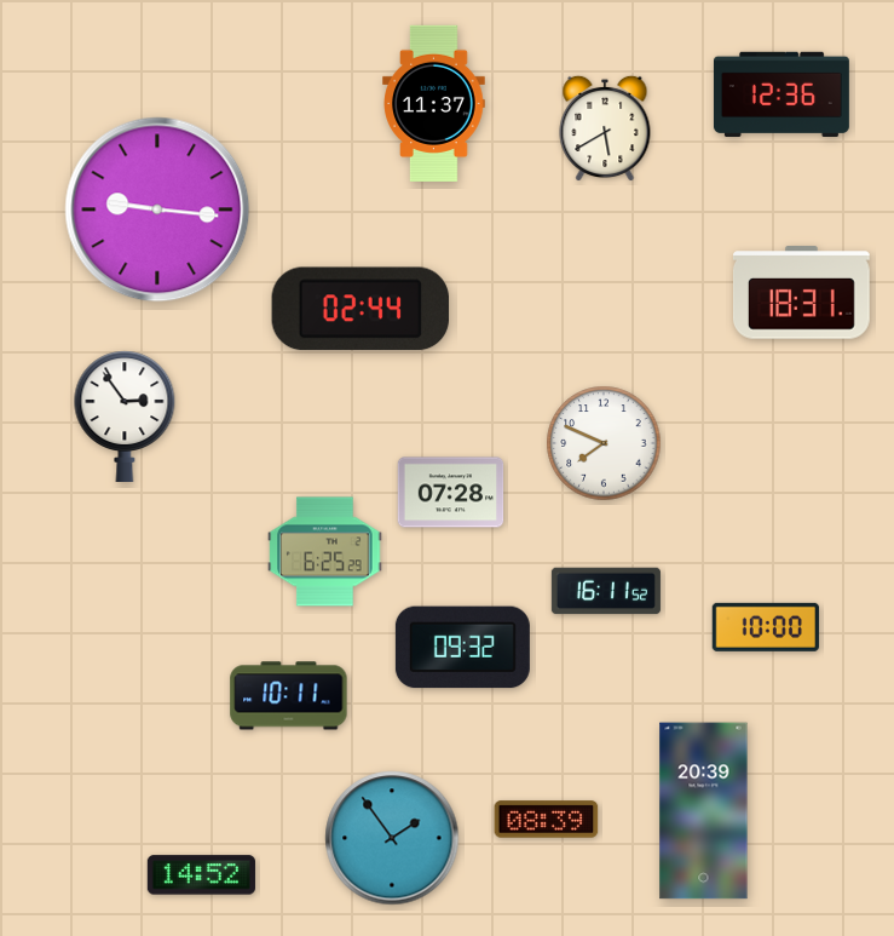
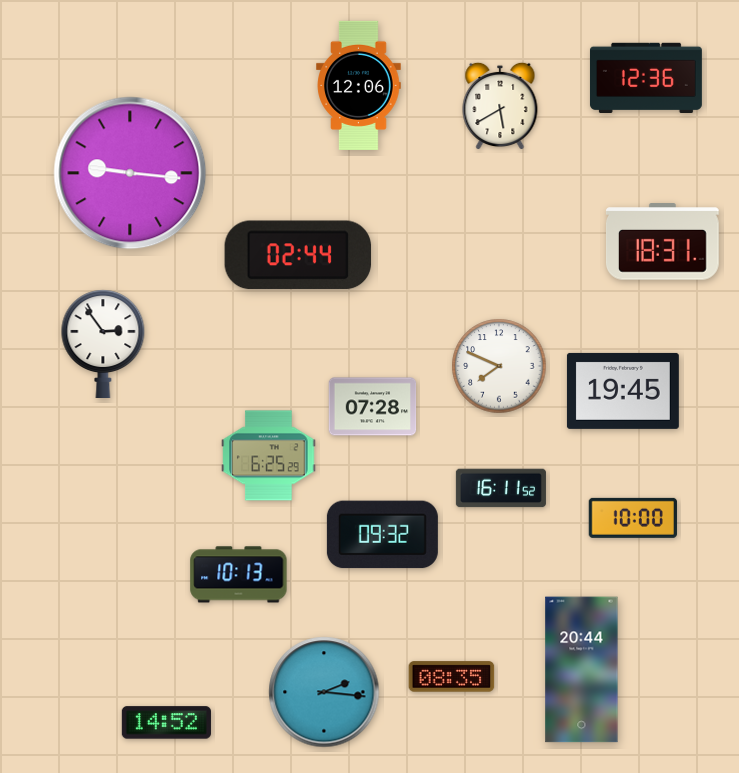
clock at (434, 103): 11:37 -> 12:06
clock at (623, 391): none -> 19:45
clock at (289, 696): 10:11 -> 10:13
clock at (704, 811): 20:39 -> 20:44
clock at (547, 820): 08:39 -> 08:35
clock at (392, 838): 1:54 -> 2:16
